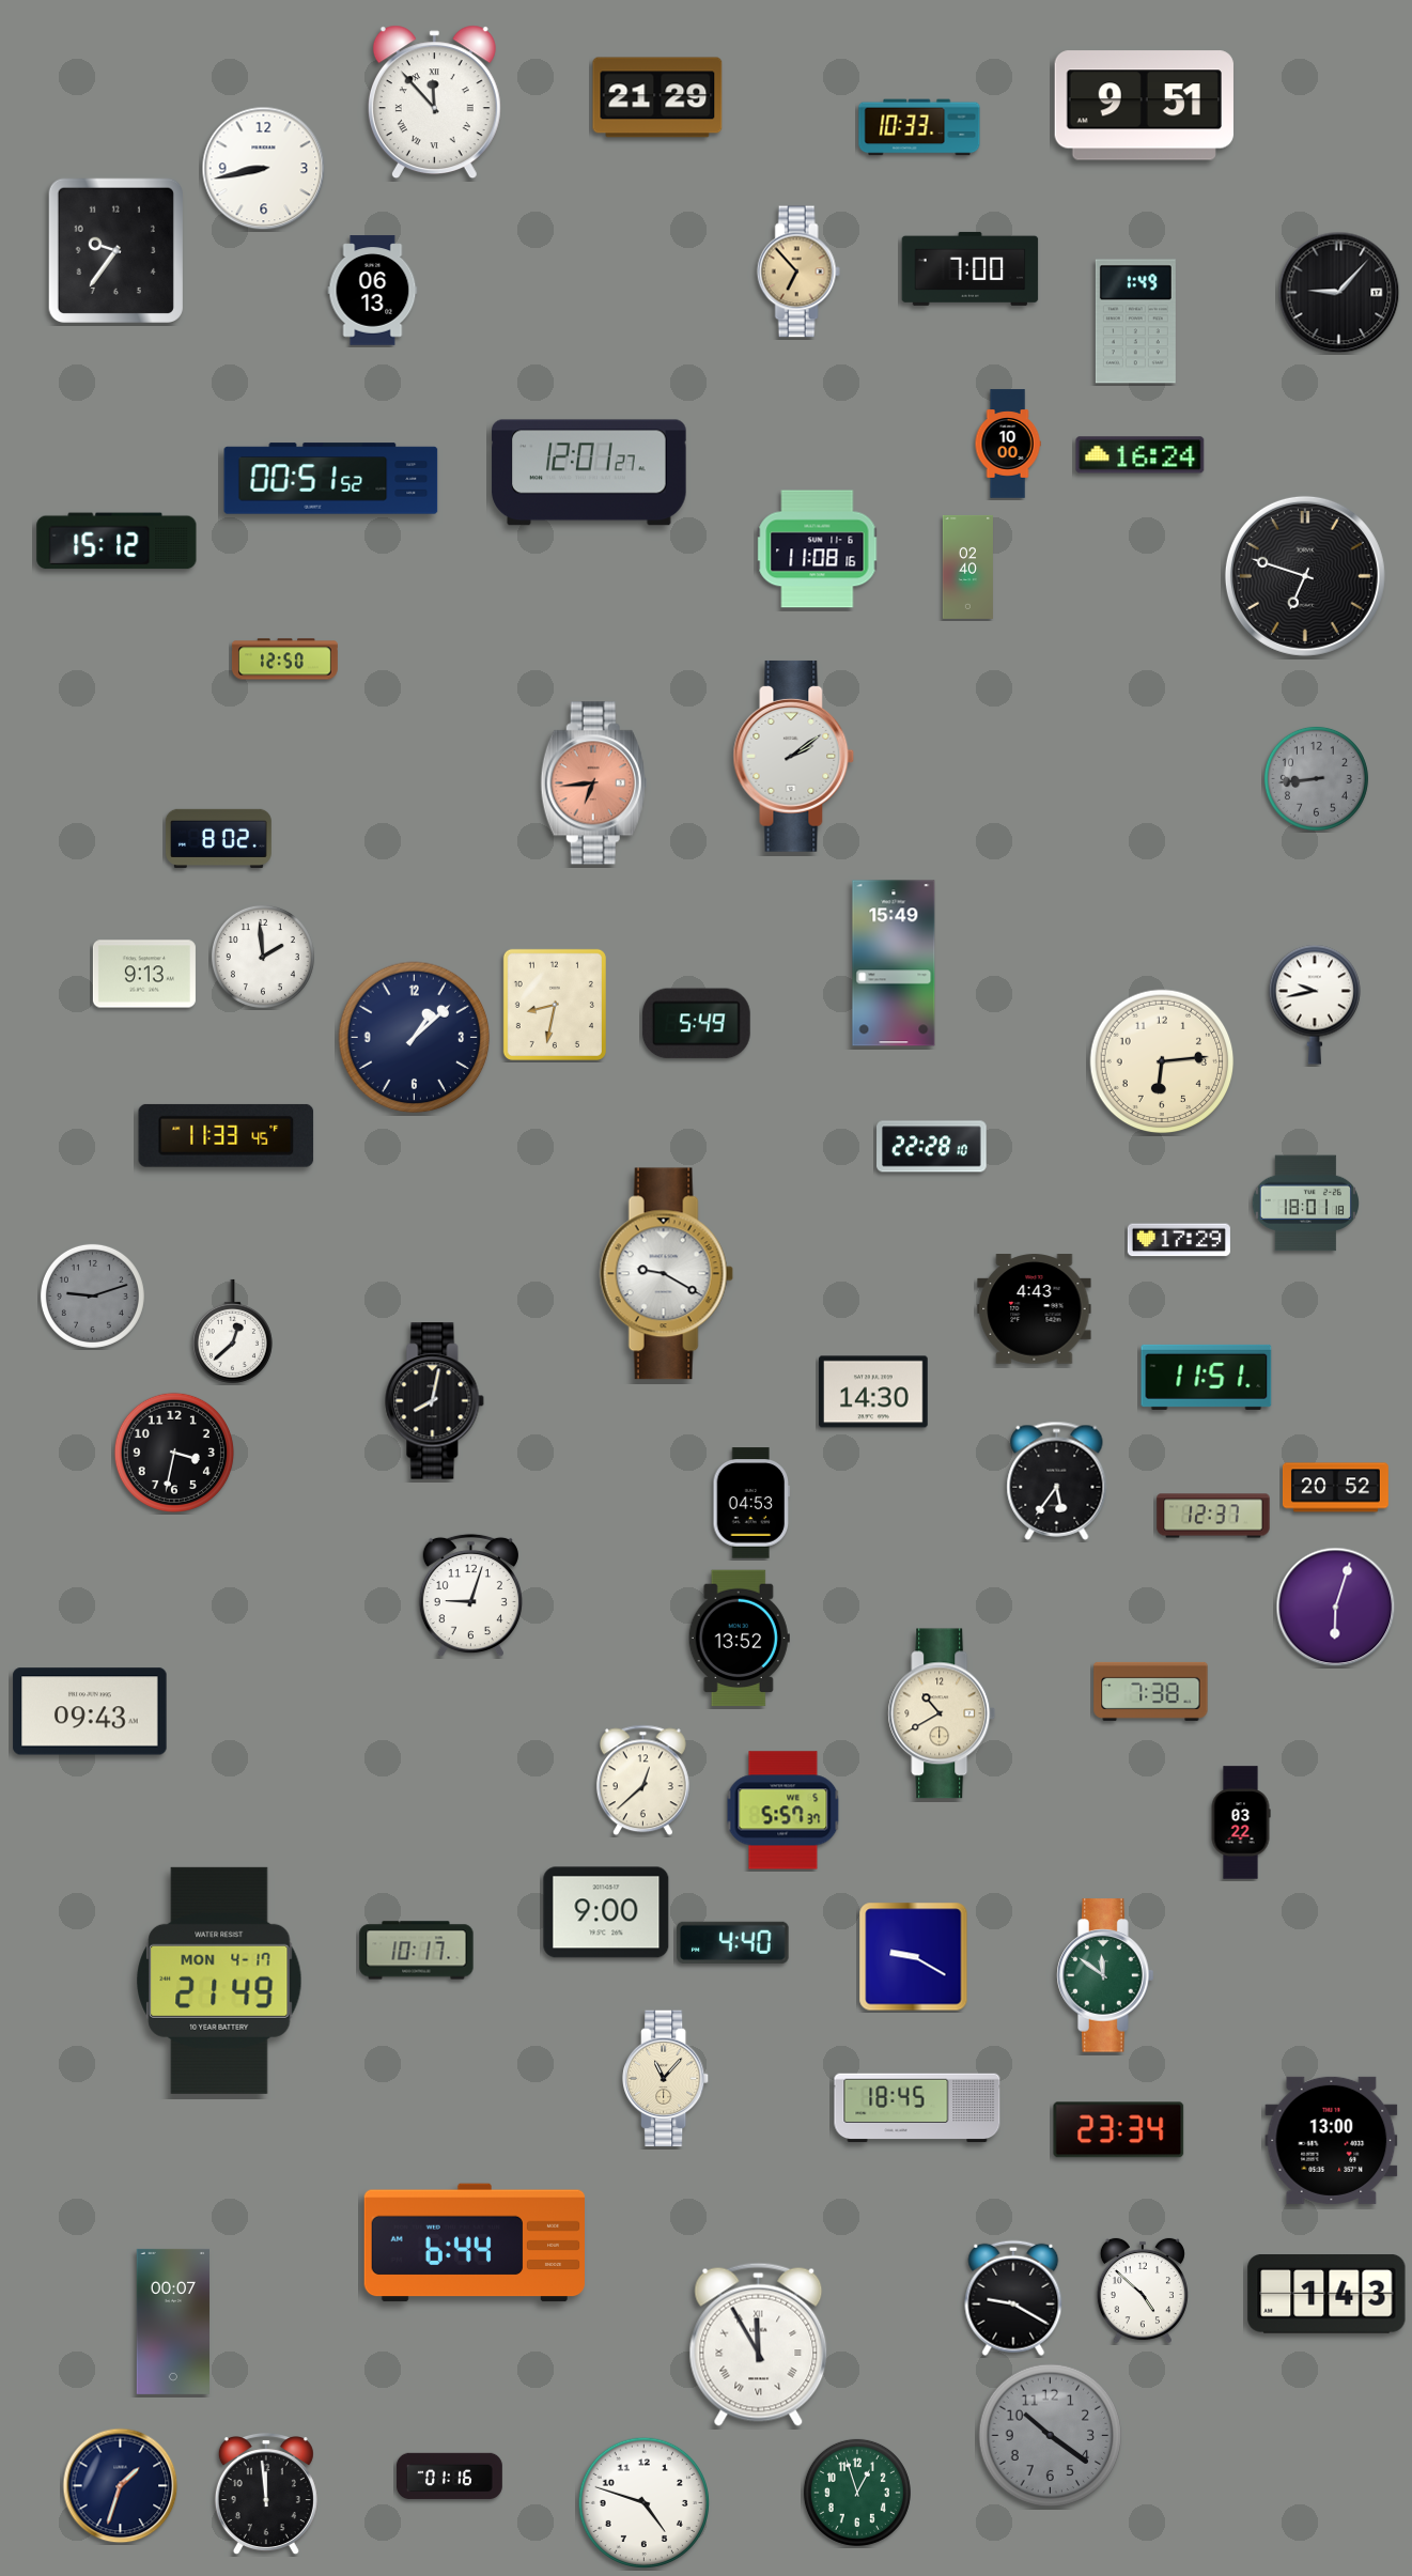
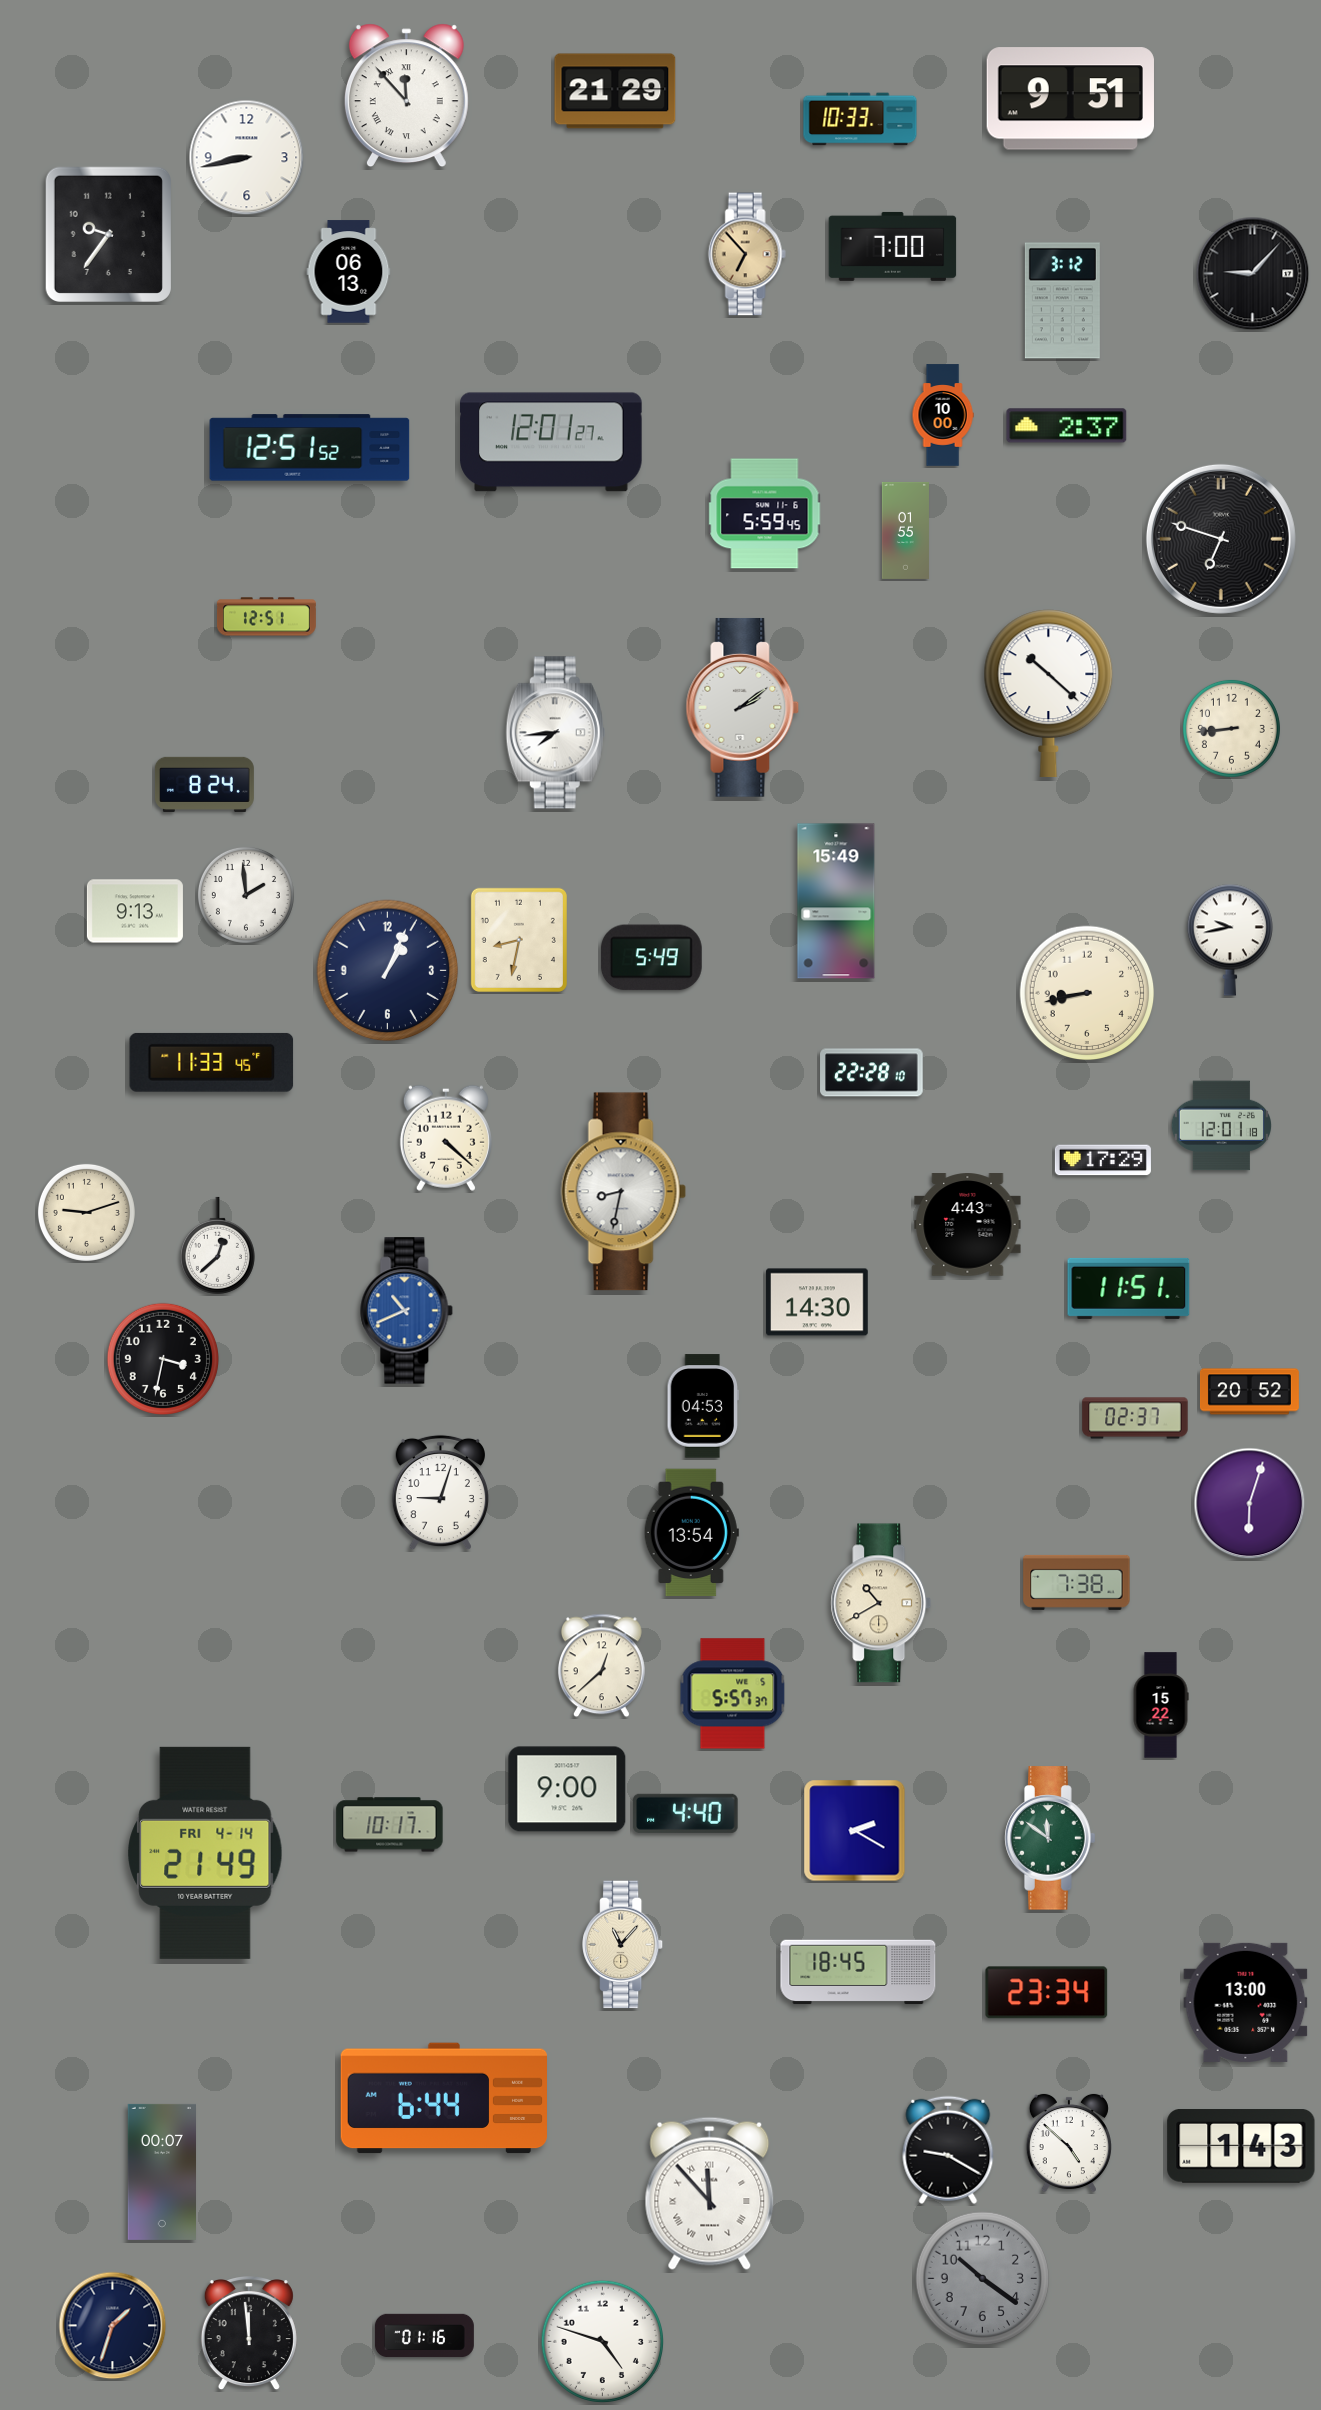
clock at (971, 268) position: (971, 268) -> (893, 246)
clock at (1135, 322): 1:49 -> 3:12
clock at (1141, 455): 16:24 -> 2:37
clock at (331, 479): 00:51 -> 12:51
clock at (117, 541): 15:12 -> none
clock at (818, 549): 11:08 -> 5:59
clock at (967, 567): 02:40 -> 01:55
clock at (284, 659): 12:50 -> 12:51
clock at (1049, 693): none -> 10:22
clock at (1316, 778) dial: grey -> cream
clock at (593, 783): 6:44 -> 7:44
clock at (593, 783) dial: salmon -> white
clock at (218, 838): 8:02 -> 8:24
clock at (415, 1038): 1:08 -> 1:04
clock at (1162, 1061): 6:14 -> 8:43
clock at (1305, 1204): 18:01 -> 12:01
clock at (446, 1138): none -> 4:22
clock at (666, 1274): 9:20 -> 8:32
clock at (92, 1295) dial: grey -> cream
clock at (435, 1401): 8:02 -> 10:41
clock at (435, 1401) dial: black -> blue
clock at (1057, 1480): 5:36 -> none
clock at (1213, 1516): 12:37 -> 02:37
clock at (739, 1639): 13:52 -> 13:54
clock at (90, 1711): 09:43 -> none
clock at (1241, 1822): 03:22 -> 15:22
clock at (733, 1942) position: (733, 1942) -> (686, 1813)
clock at (914, 1957): 9:20 -> 2:20
clock at (1105, 1975) position: (1105, 1975) -> (1050, 1838)
clock at (219, 1981) date: MON 4-17 -> FRI 4-14
clock at (759, 2344): 11:55 -> 11:53
clock at (449, 2477) position: (449, 2477) -> (424, 2336)
clock at (857, 2493): 12:57 -> none
